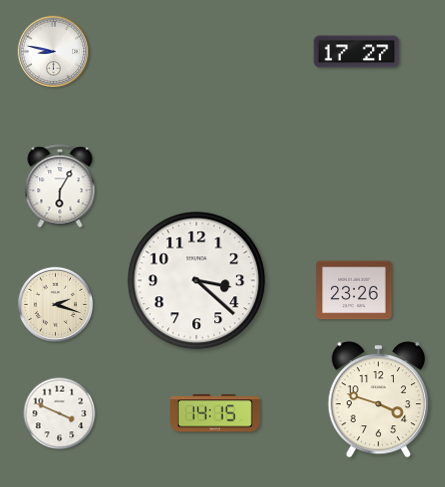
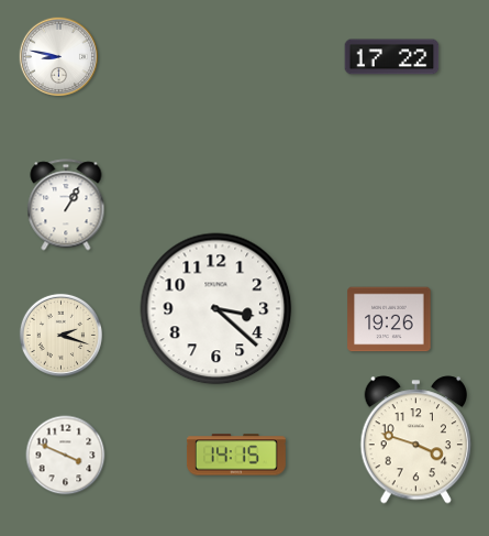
clock at (357, 52): 17:27 -> 17:22
clock at (60, 186): 6:05 -> 1:05
clock at (354, 290): 23:26 -> 19:26
